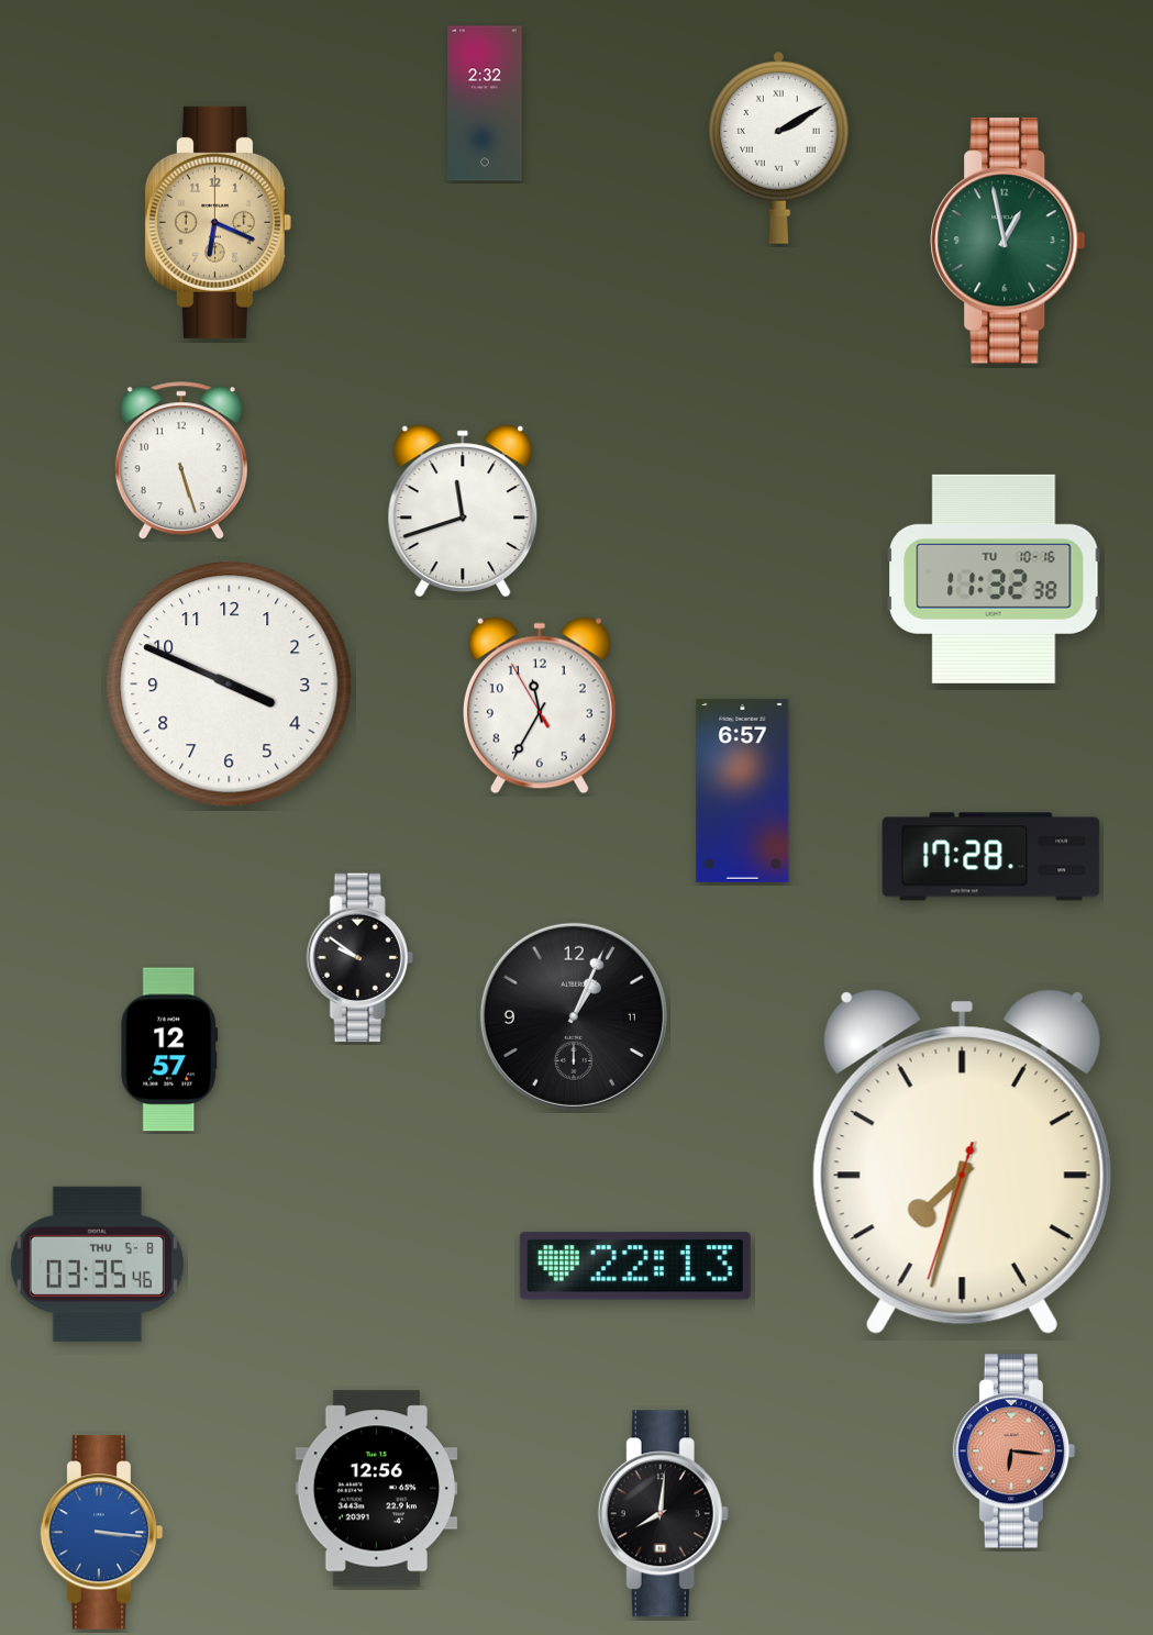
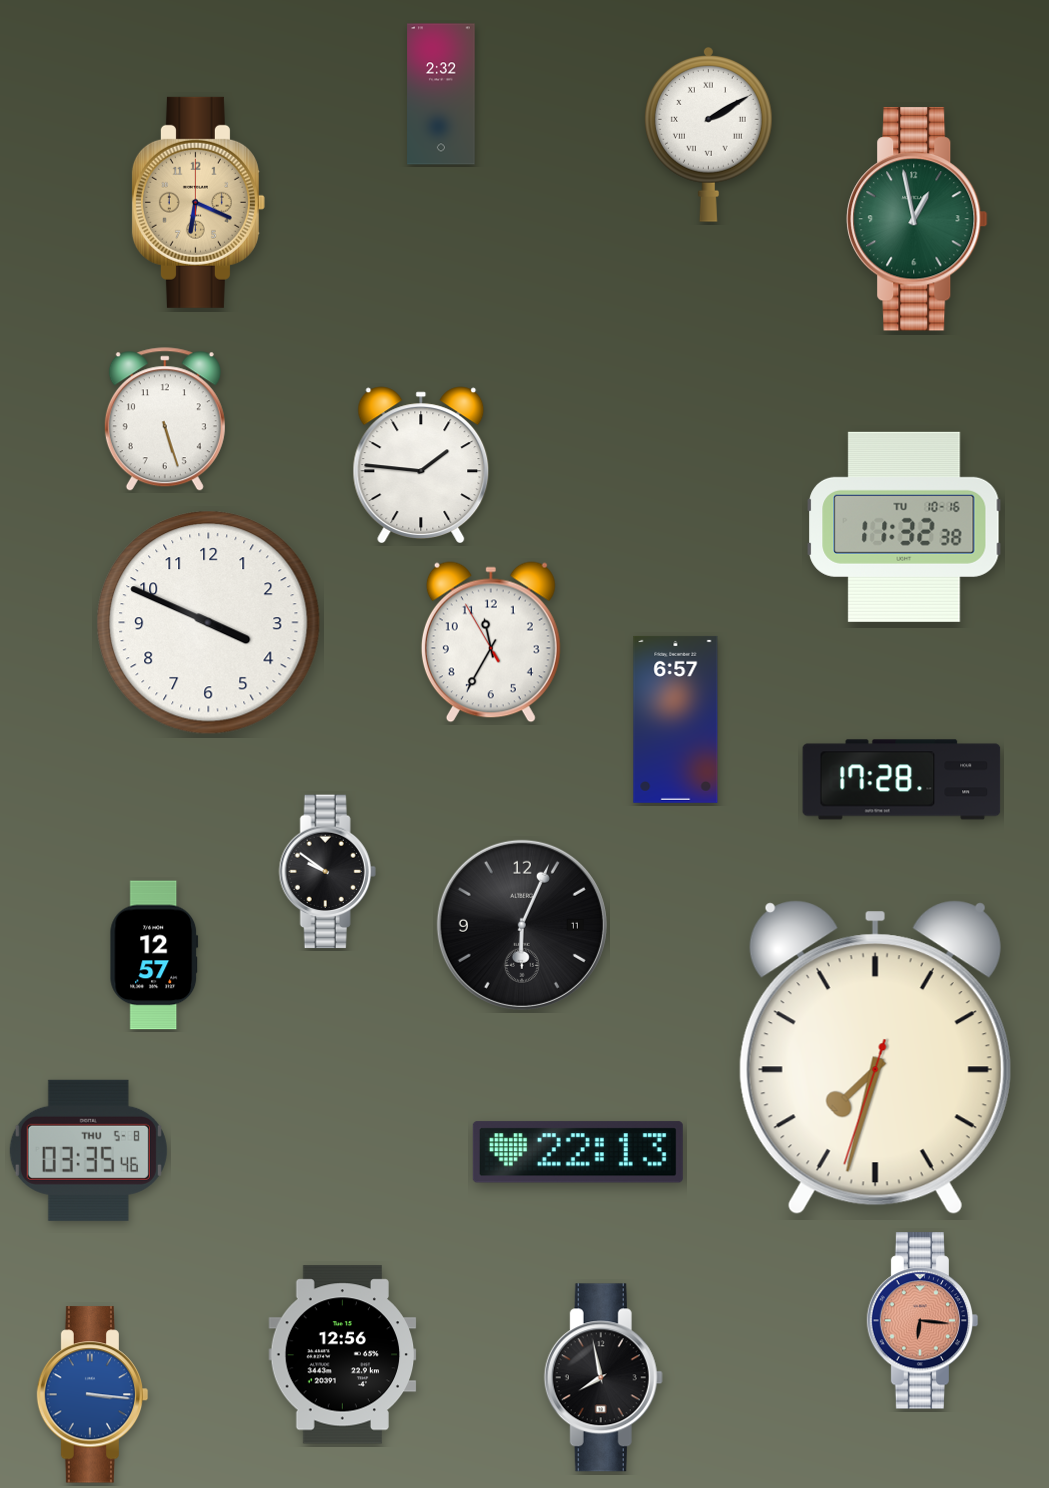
clock at (463, 511): 11:42 -> 1:46
clock at (574, 1016): 1:04 -> 6:04
clock at (663, 1514): 8:01 -> 7:58
